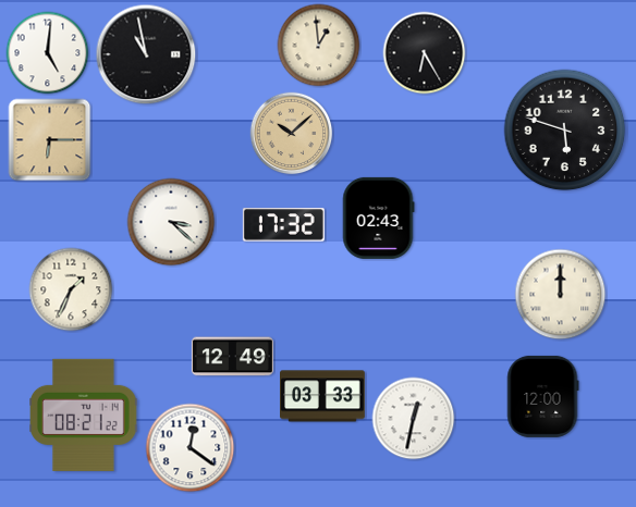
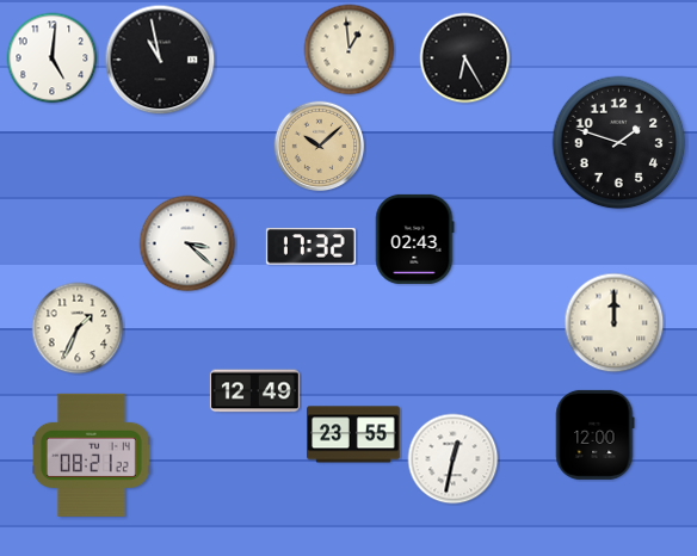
clock at (565, 131): 5:48 -> 1:48
clock at (50, 140): 6:15 -> none
clock at (71, 289) position: (71, 289) -> (78, 328)
clock at (322, 396): 03:33 -> 23:55
clock at (191, 448): 12:21 -> none
